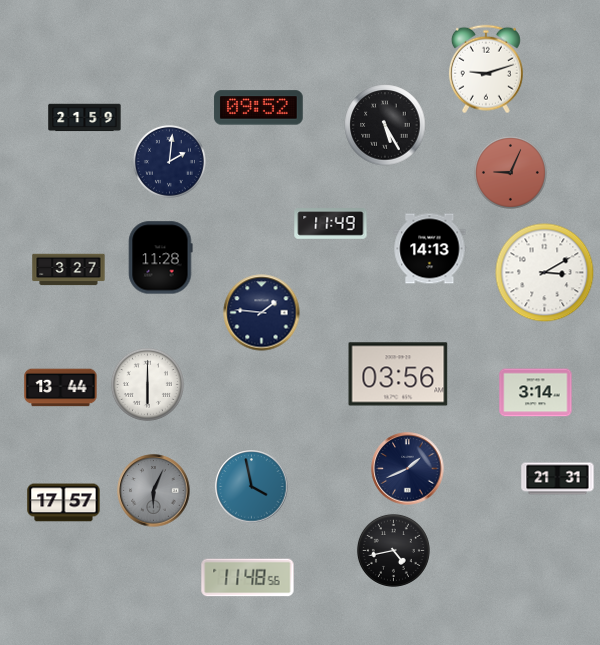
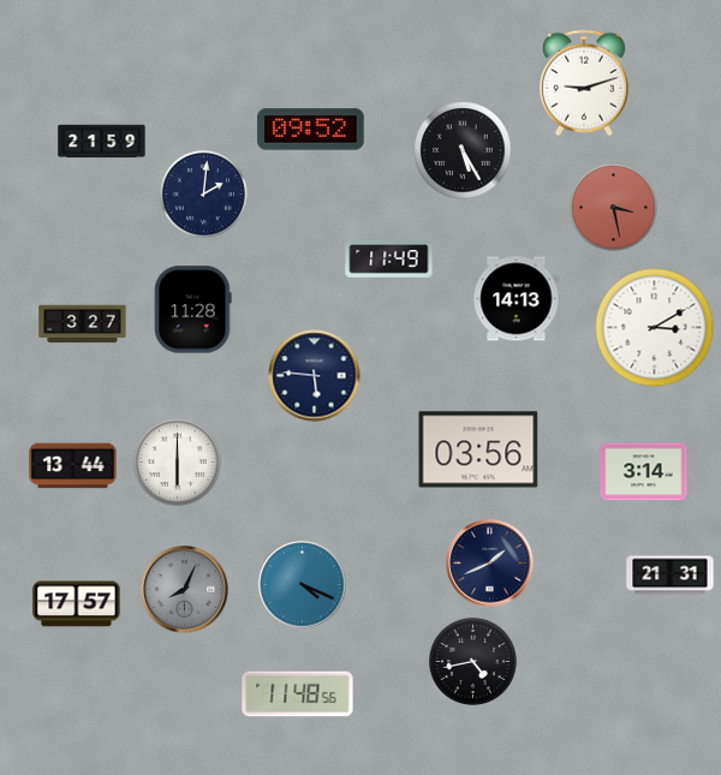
clock at (510, 172): 9:04 -> 3:28
clock at (331, 224) position: (331, 224) -> (389, 260)
clock at (262, 313): 1:46 -> 5:46
clock at (252, 487): 3:58 -> 4:19
clock at (154, 491): 6:04 -> 8:04
